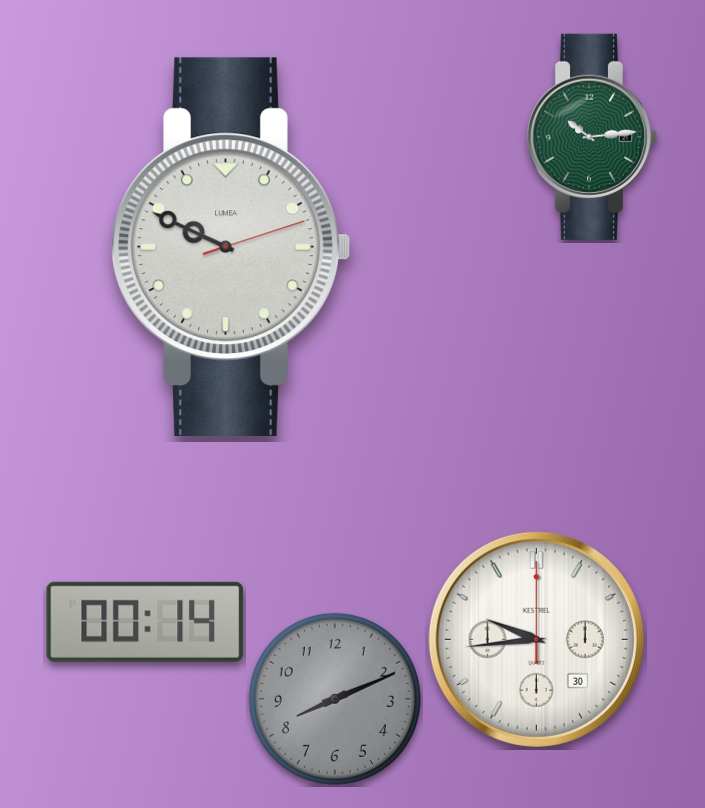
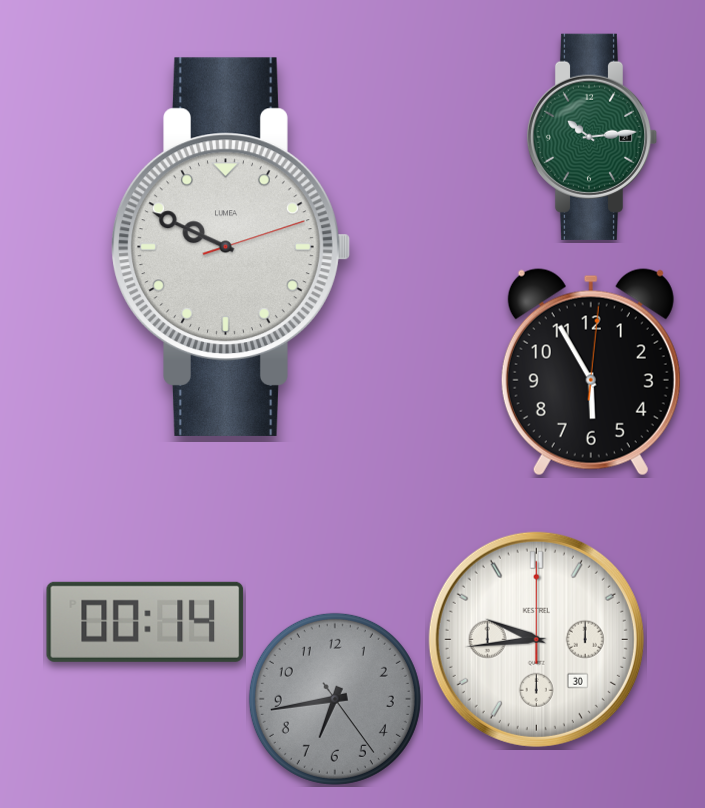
clock at (591, 372): none -> 5:55
clock at (335, 699): 8:11 -> 6:43
